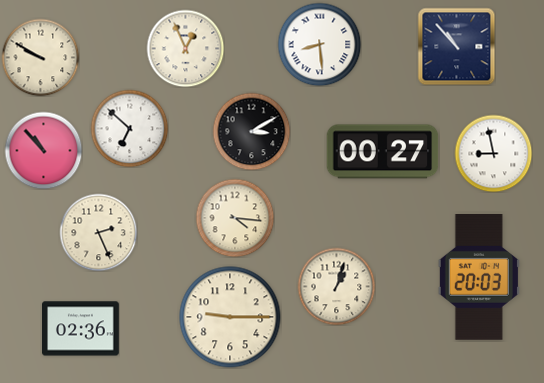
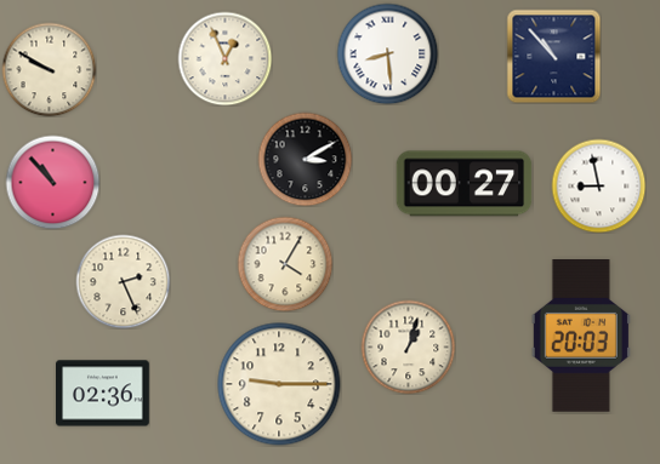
clock at (129, 128): 6:52 -> none
clock at (235, 218): 4:16 -> 4:05
clock at (98, 232) position: (98, 232) -> (123, 281)
clock at (81, 329) position: (81, 329) -> (103, 394)
